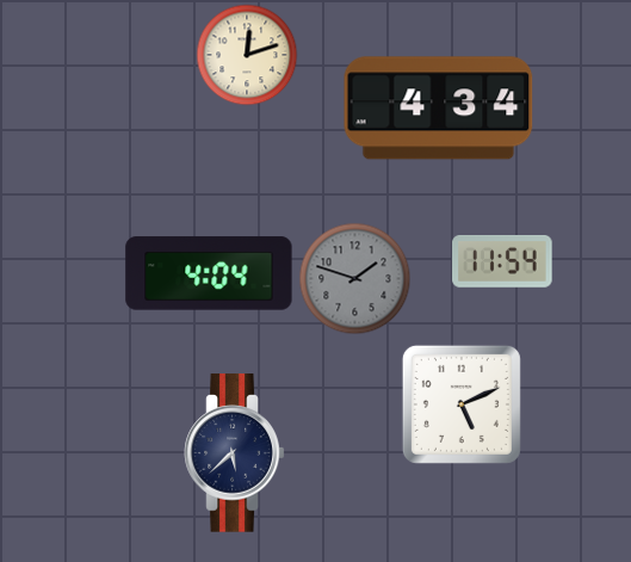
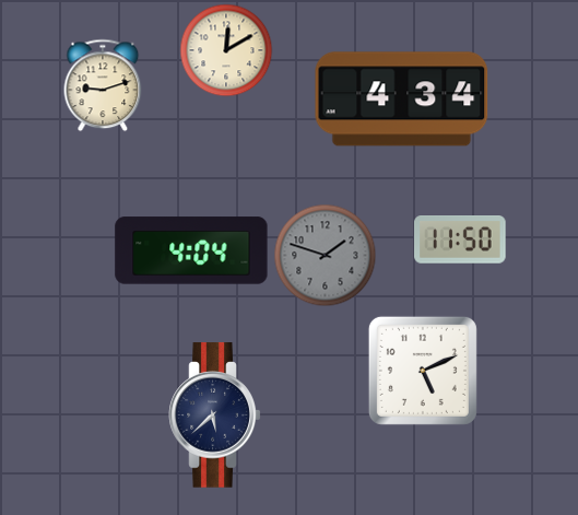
clock at (247, 55): 12:12 -> 12:10
clock at (103, 85): none -> 9:12
clock at (502, 263): 11:54 -> 11:50
